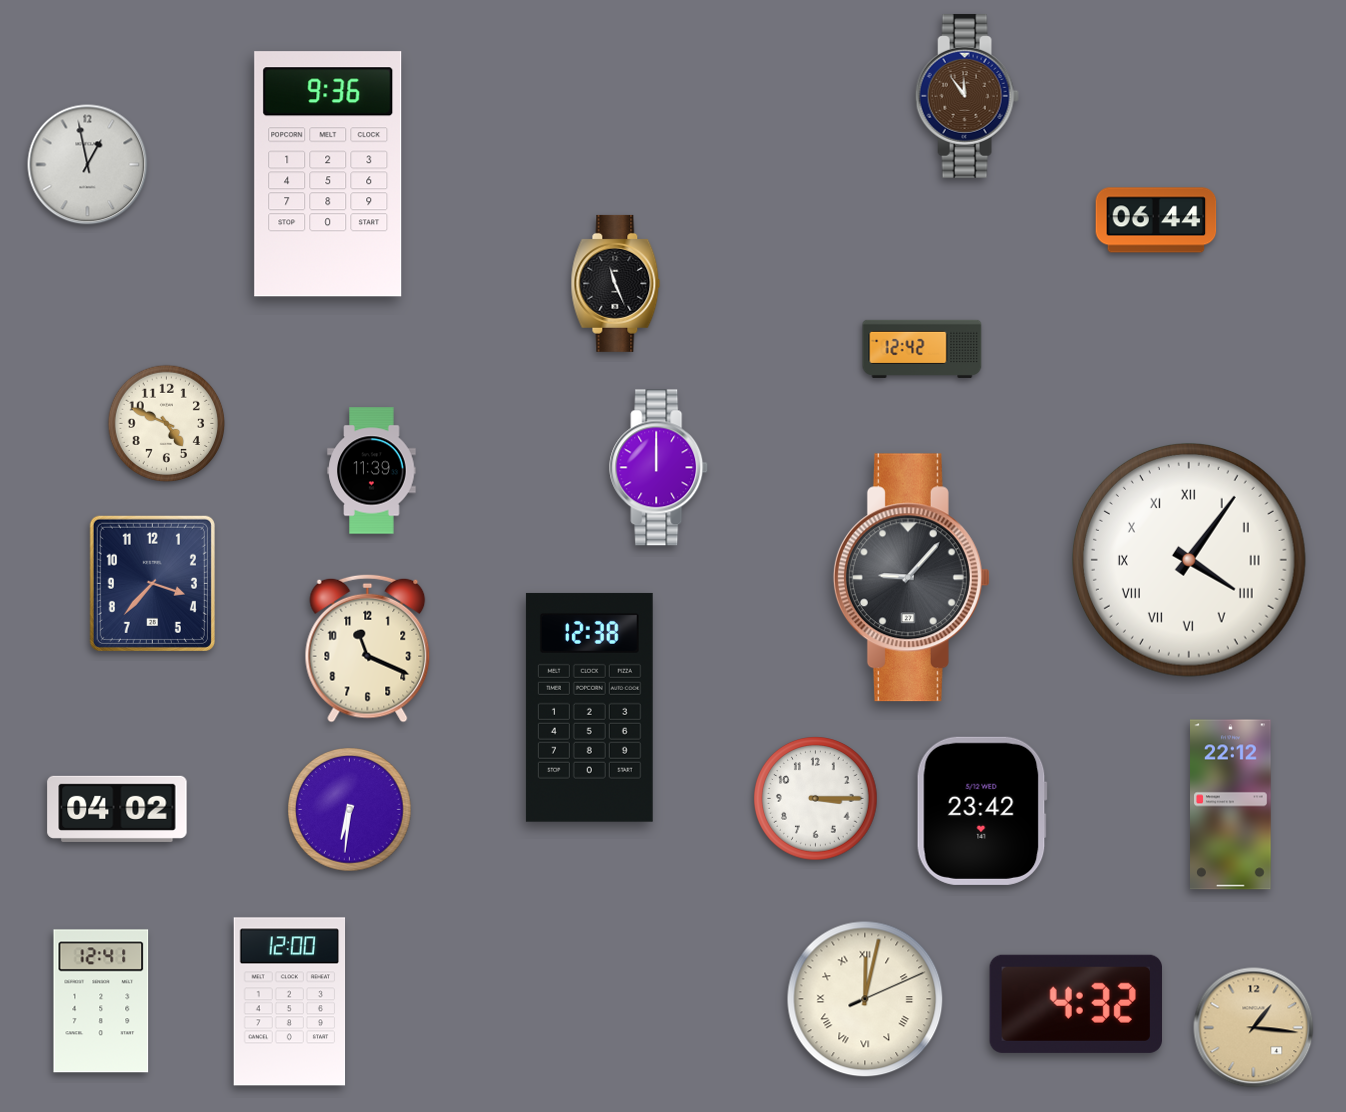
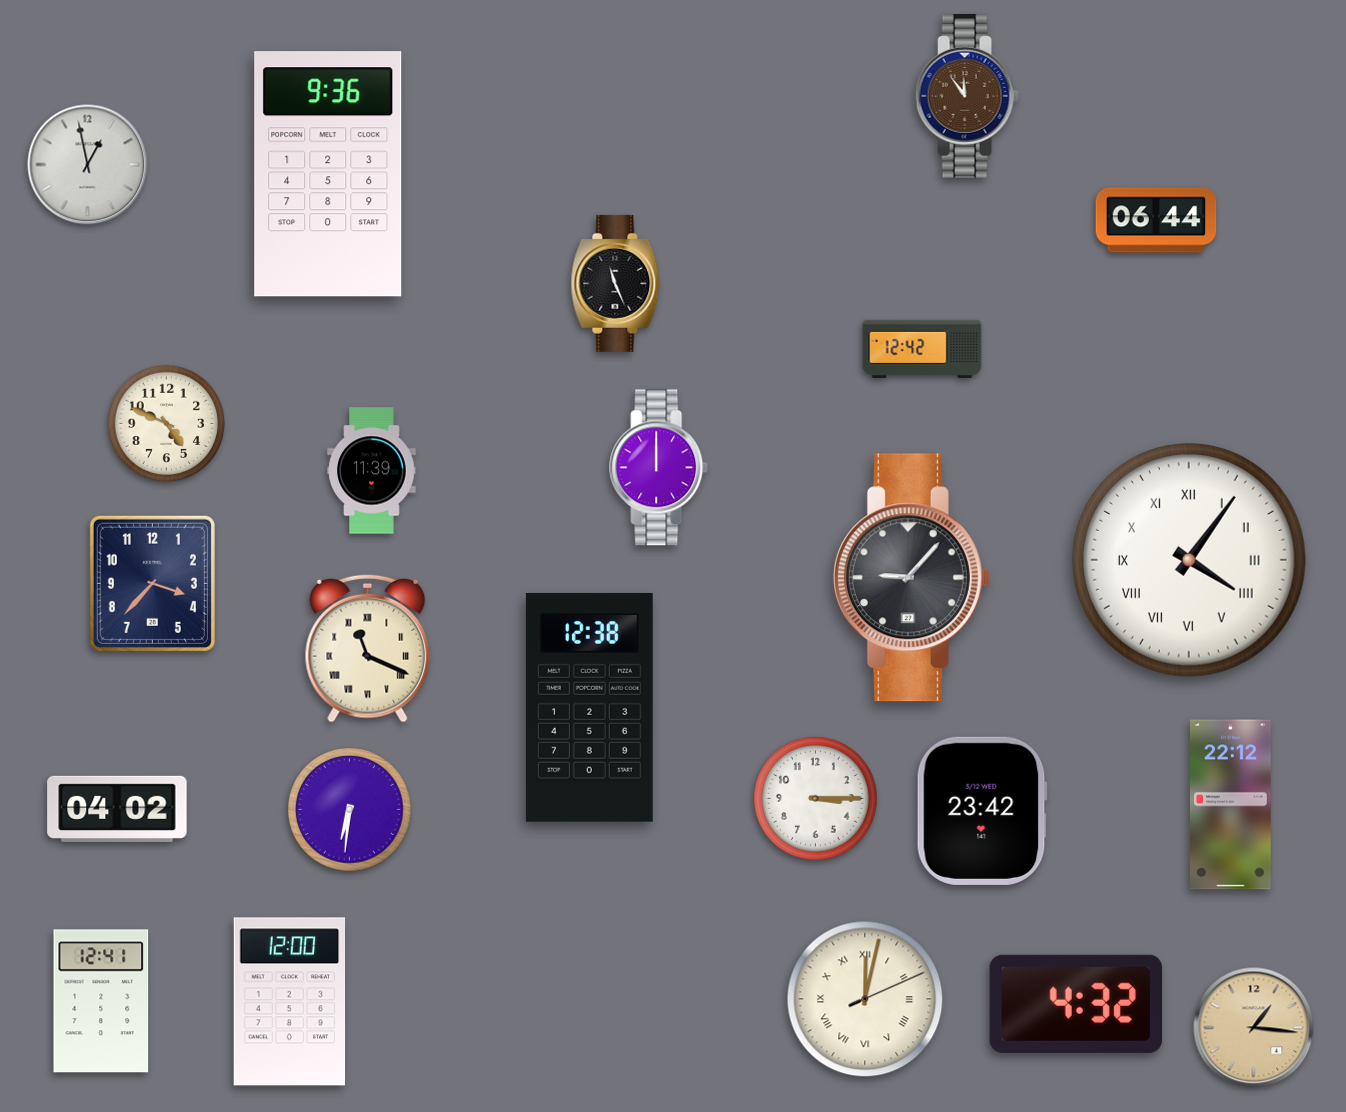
clock at (368, 648) numerals: Arabic -> Roman
